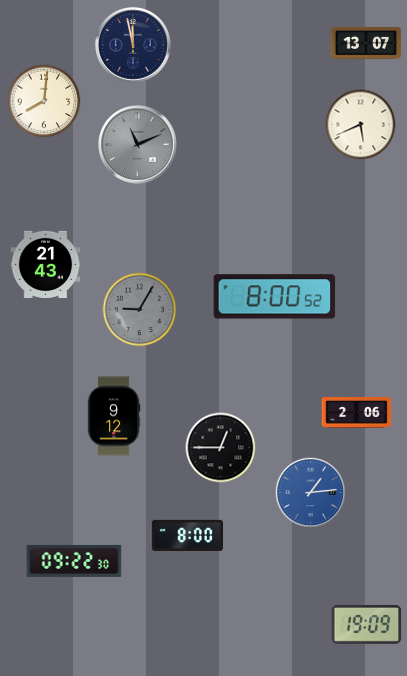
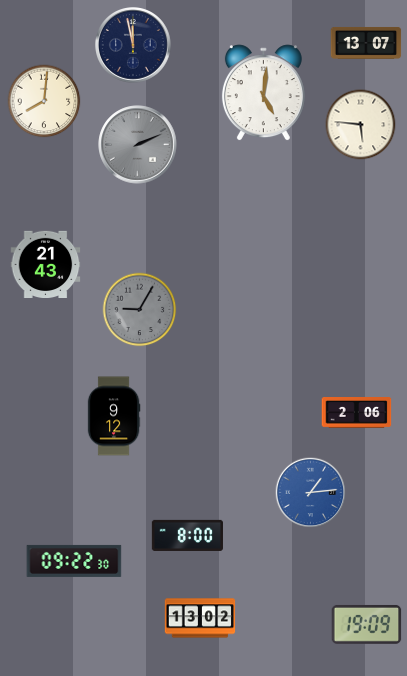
clock at (263, 93): none -> 5:01
clock at (361, 125): 5:41 -> 5:46
clock at (138, 145): 11:11 -> 2:11
clock at (275, 297): 8:00 -> none
clock at (221, 448): 12:45 -> none
clock at (200, 618): none -> 13:02
